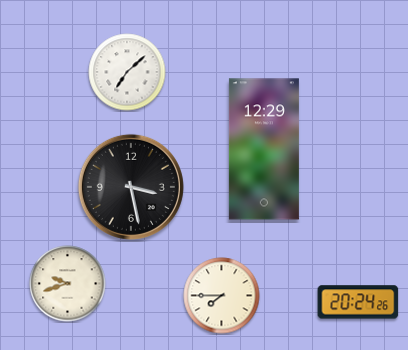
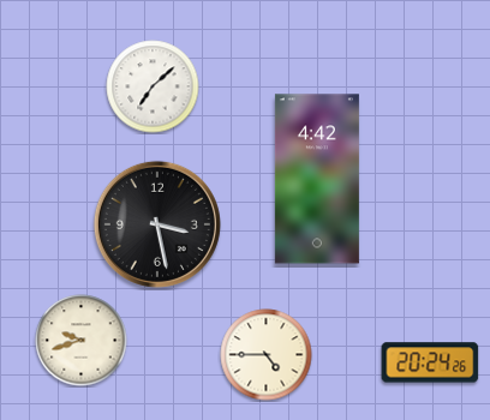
clock at (264, 149): 12:29 -> 4:42
clock at (222, 296): 7:45 -> 4:45
